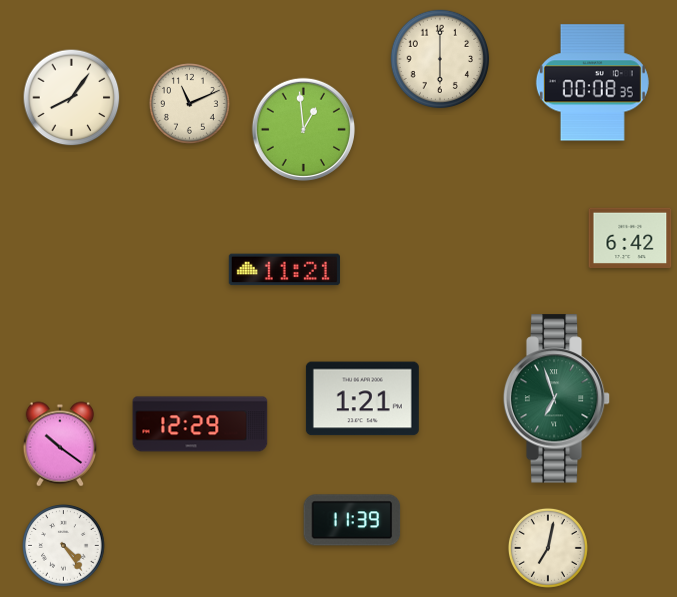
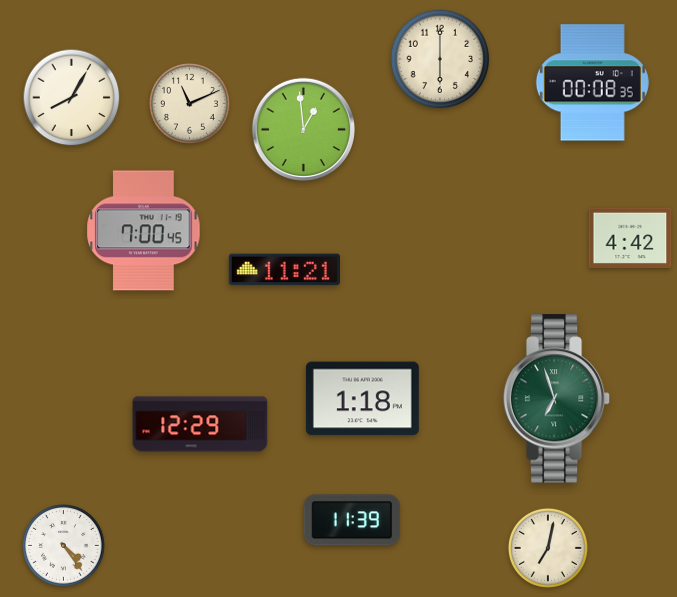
clock at (72, 98): 8:06 -> 8:05
clock at (144, 231): none -> 7:00
clock at (630, 237): 6:42 -> 4:42
clock at (362, 399): 1:21 -> 1:18
clock at (59, 444): 10:21 -> none
